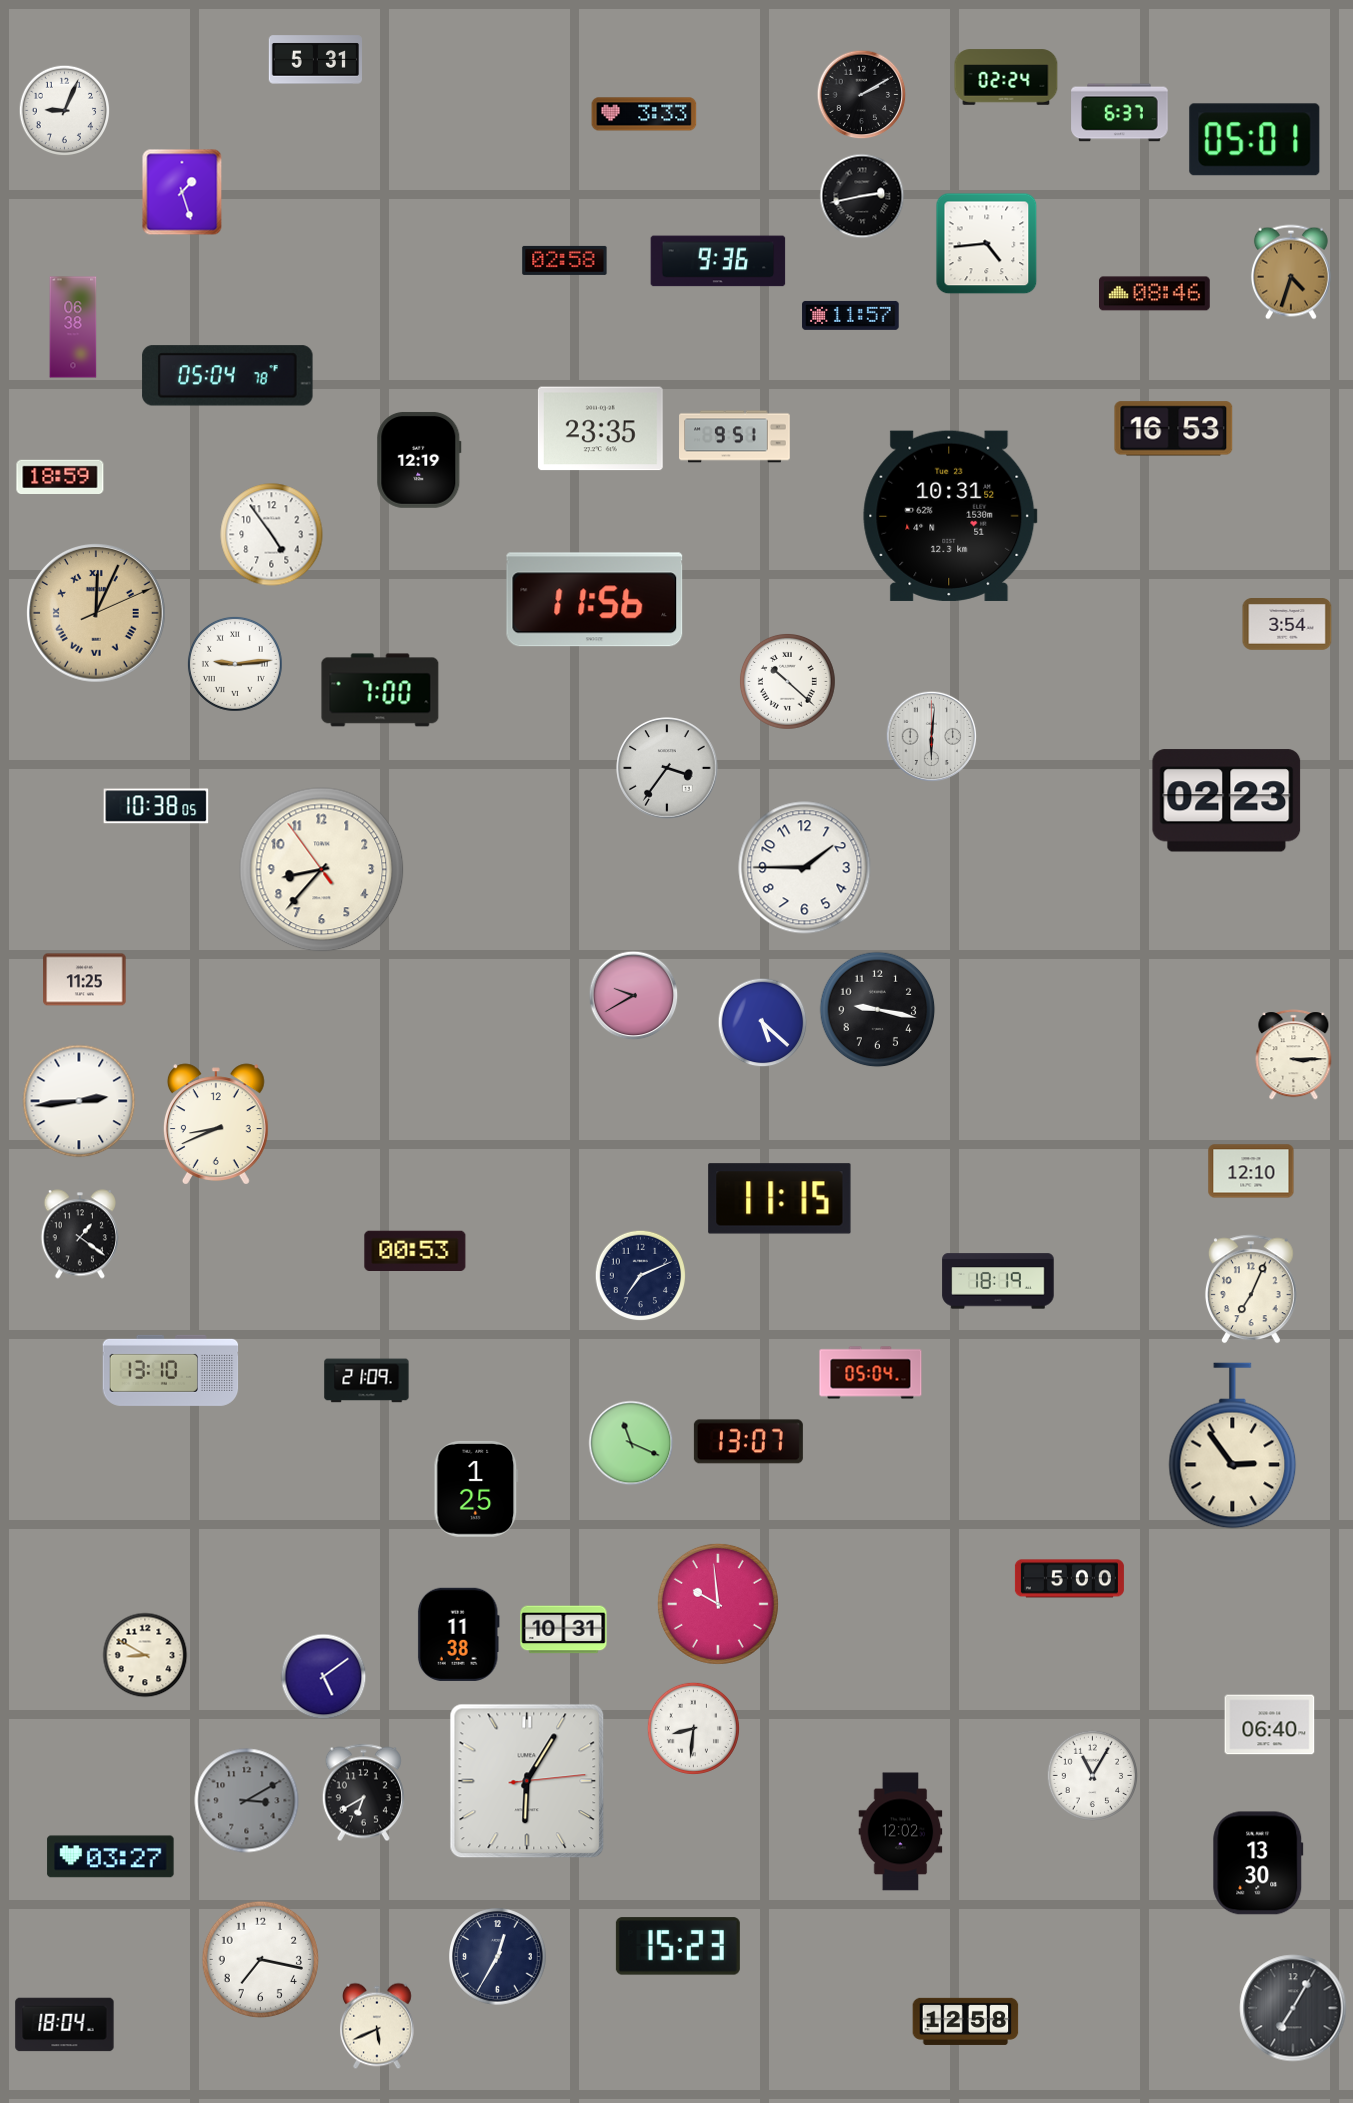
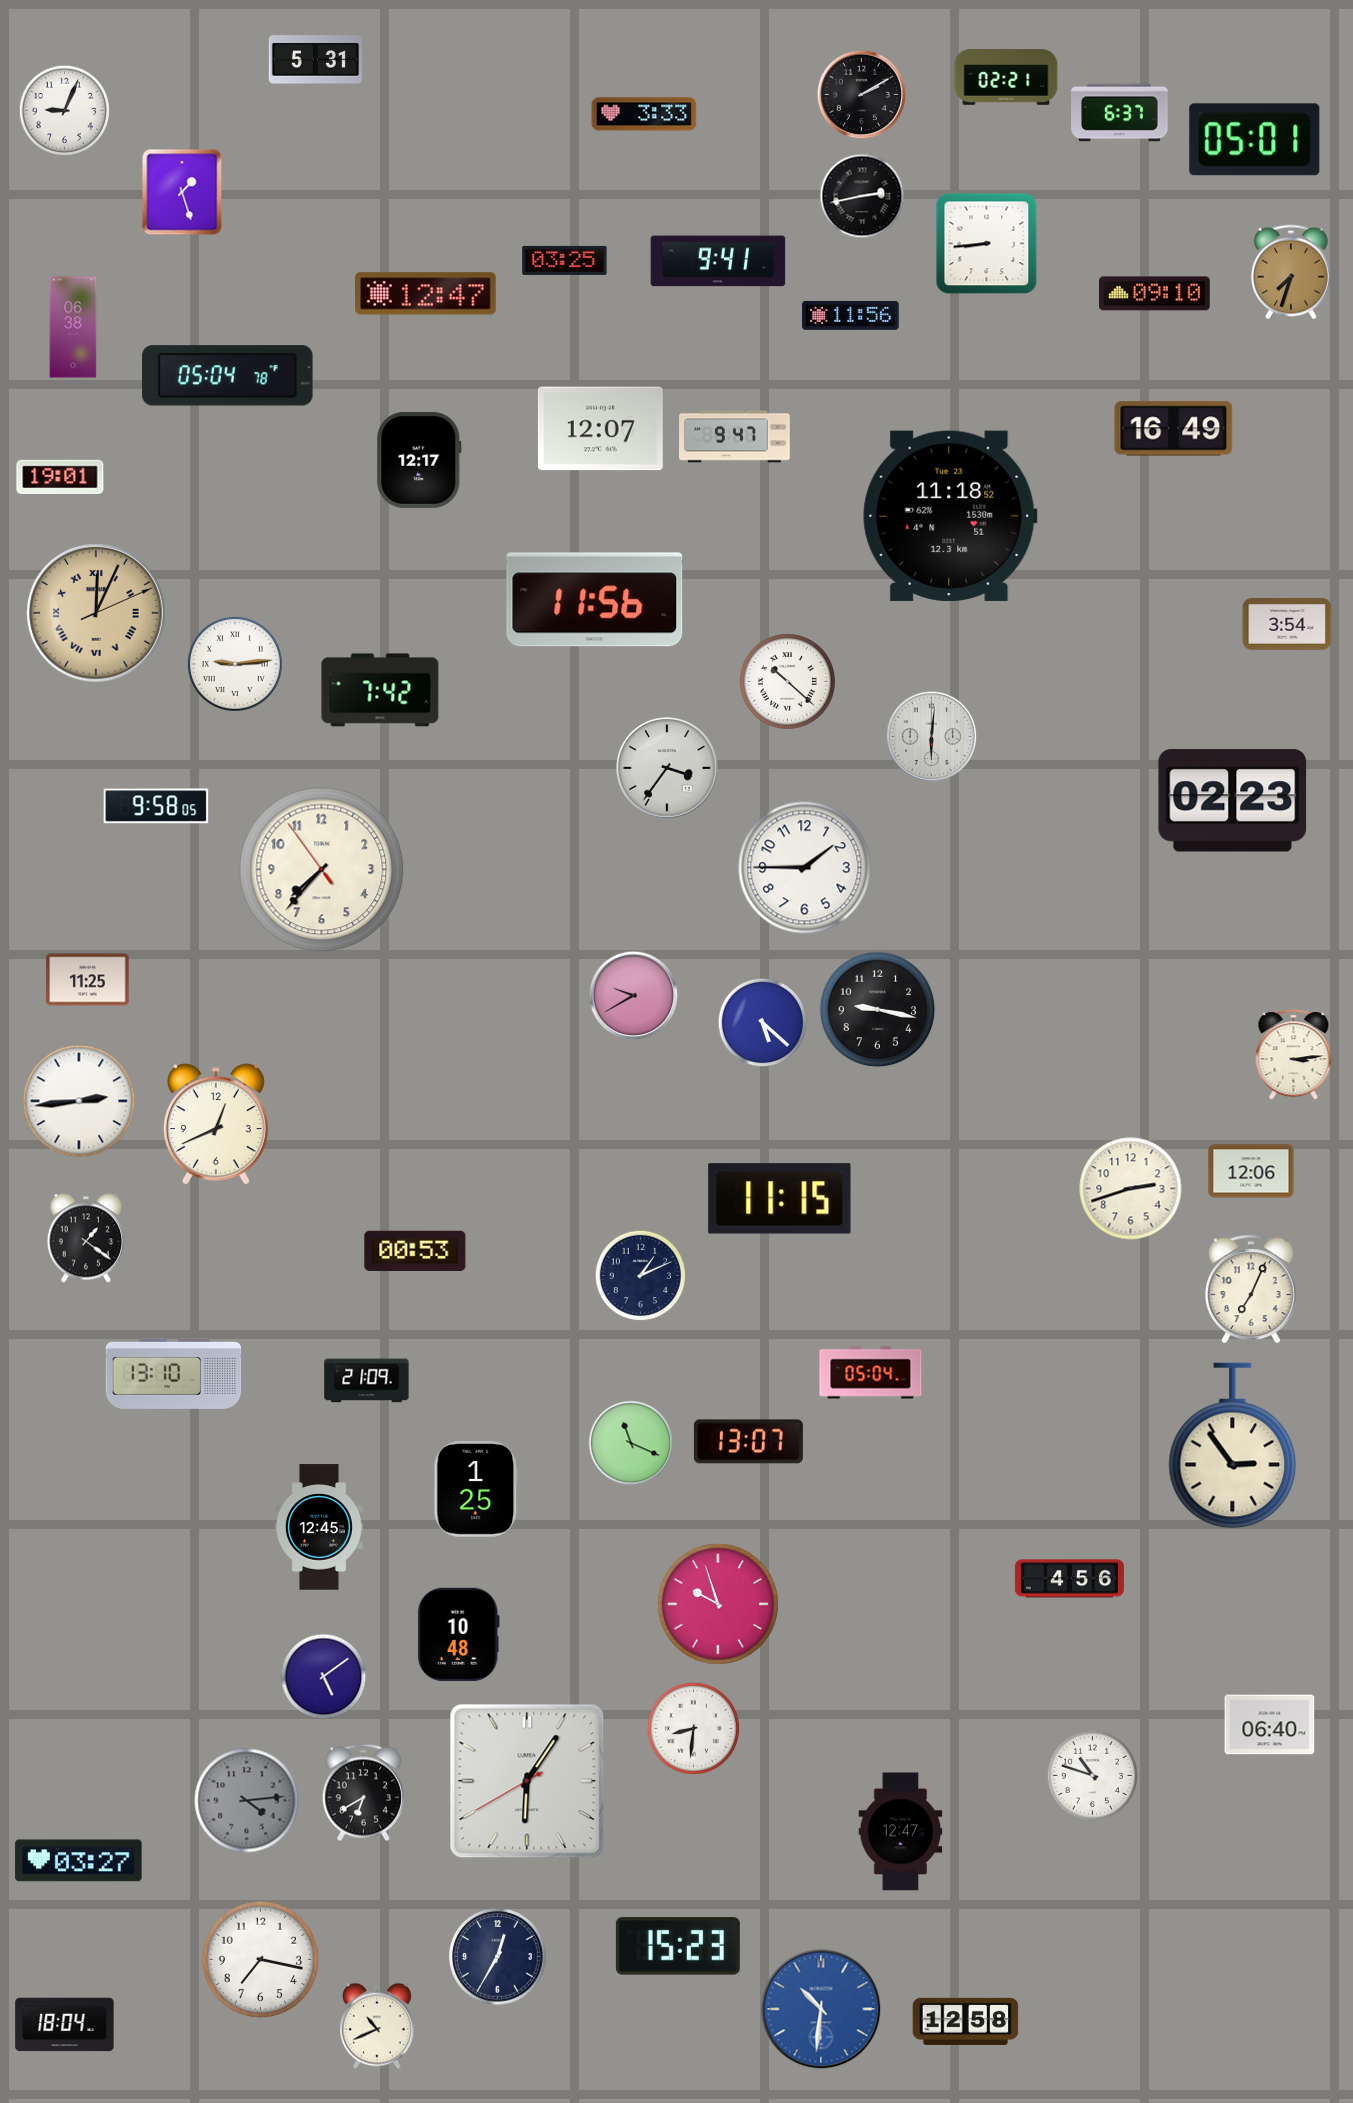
clock at (1006, 77): 02:24 -> 02:21
clock at (987, 244): 4:44 -> 8:44
clock at (565, 260): 02:58 -> 03:25
clock at (718, 261): 9:36 -> 9:41
clock at (1291, 272): 4:33 -> 7:33
clock at (426, 294): none -> 12:47
clock at (1155, 294): 08:46 -> 09:10
clock at (851, 315): 11:57 -> 11:56
clock at (600, 429): 23:35 -> 12:07
clock at (1174, 429): 16:53 -> 16:49
clock at (735, 437): 9:51 -> 9:47
clock at (419, 460): 12:19 -> 12:17
clock at (60, 476): 18:59 -> 19:01
clock at (950, 516): 10:31 -> 11:18
clock at (272, 535): 4:54 -> none
clock at (380, 690): 7:00 -> 7:42
clock at (1227, 801) position: (1227, 801) -> (1233, 801)
clock at (156, 806): 10:38 -> 9:58
clock at (322, 870): 8:36 -> 7:36
clock at (85, 980) position: (85, 980) -> (88, 980)
clock at (1294, 1055): 3:15 -> 3:14
clock at (216, 1124): 8:41 -> 12:41
clock at (1251, 1171): 12:10 -> 12:06
clock at (1131, 1189): none -> 2:42
clock at (80, 1234) position: (80, 1234) -> (86, 1238)
clock at (641, 1276): 7:11 -> 1:11
clock at (998, 1281): 18:19 -> none
clock at (171, 1370) position: (171, 1370) -> (174, 1373)
clock at (319, 1527): none -> 12:45
clock at (1069, 1579): 5:00 -> 4:56
clock at (718, 1604): 9:59 -> 9:57
clock at (564, 1630): 10:31 -> none
clock at (458, 1634): 11:38 -> 10:48
clock at (145, 1655): 8:50 -> none
clock at (1093, 1776): 11:05 -> 10:48
clock at (527, 1781): 6:05:14 -> 6:05:40
clock at (247, 1801): 3:10 -> 4:14
clock at (901, 1832): 12:02 -> 12:47
clock at (111, 1857) position: (111, 1857) -> (79, 1861)
clock at (1258, 1863): 13:30 -> none
clock at (1293, 2008): 7:05 -> none
clock at (821, 2009): none -> 10:31
clock at (378, 2026): 5:41 -> 10:41
